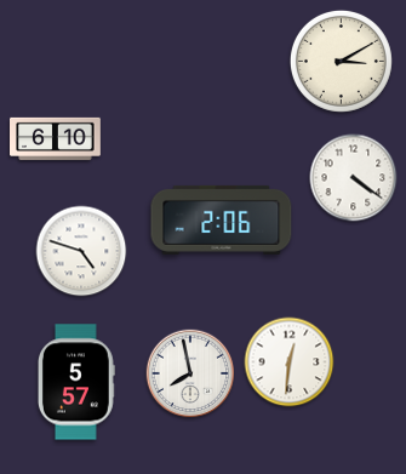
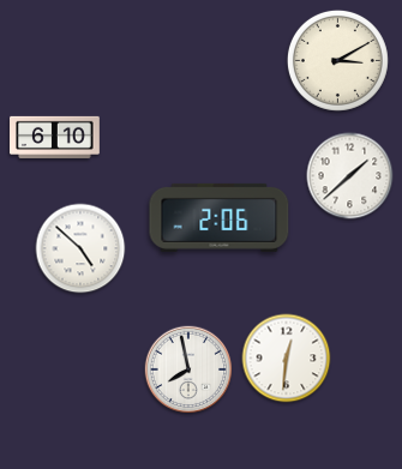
clock at (354, 178): 4:21 -> 1:38
clock at (81, 251): 4:48 -> 4:52
clock at (76, 382): 5:57 -> none
